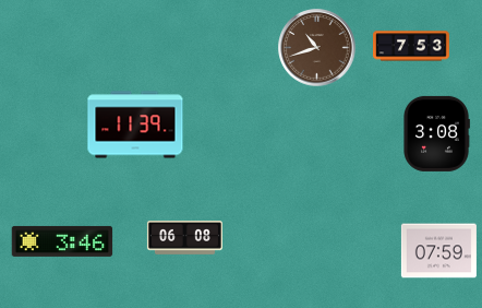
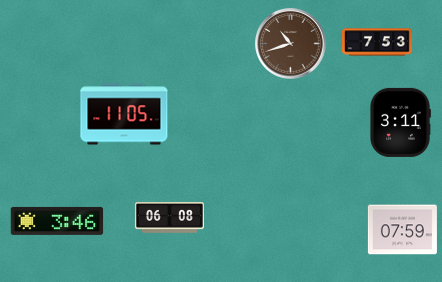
clock at (135, 125): 11:39 -> 11:05
clock at (436, 133): 3:08 -> 3:11
